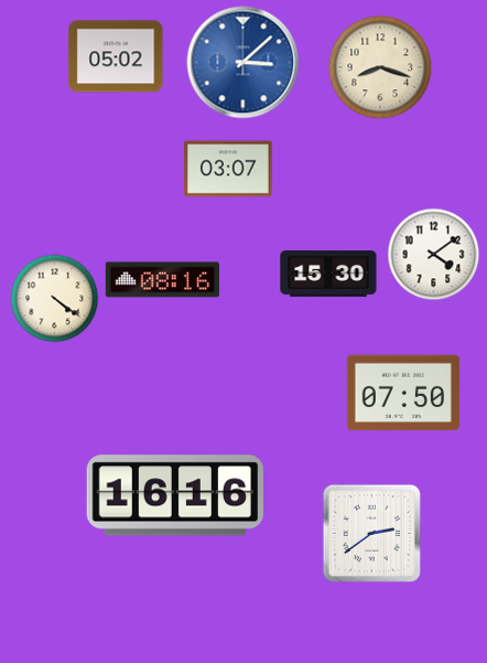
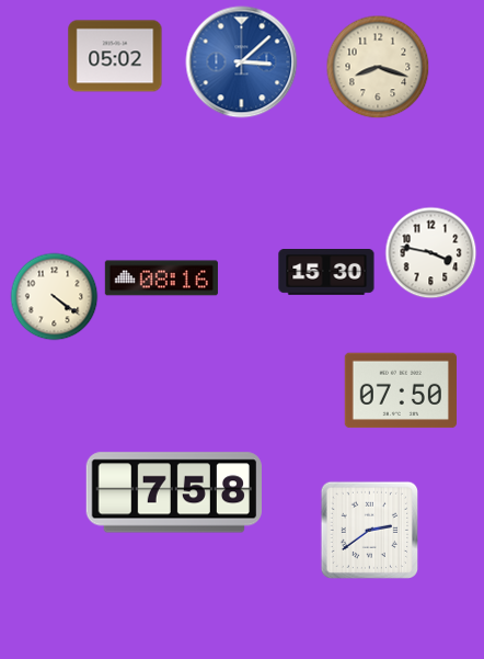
clock at (228, 169): 03:07 -> none
clock at (434, 255): 4:09 -> 3:47
clock at (174, 495): 16:16 -> 7:58
